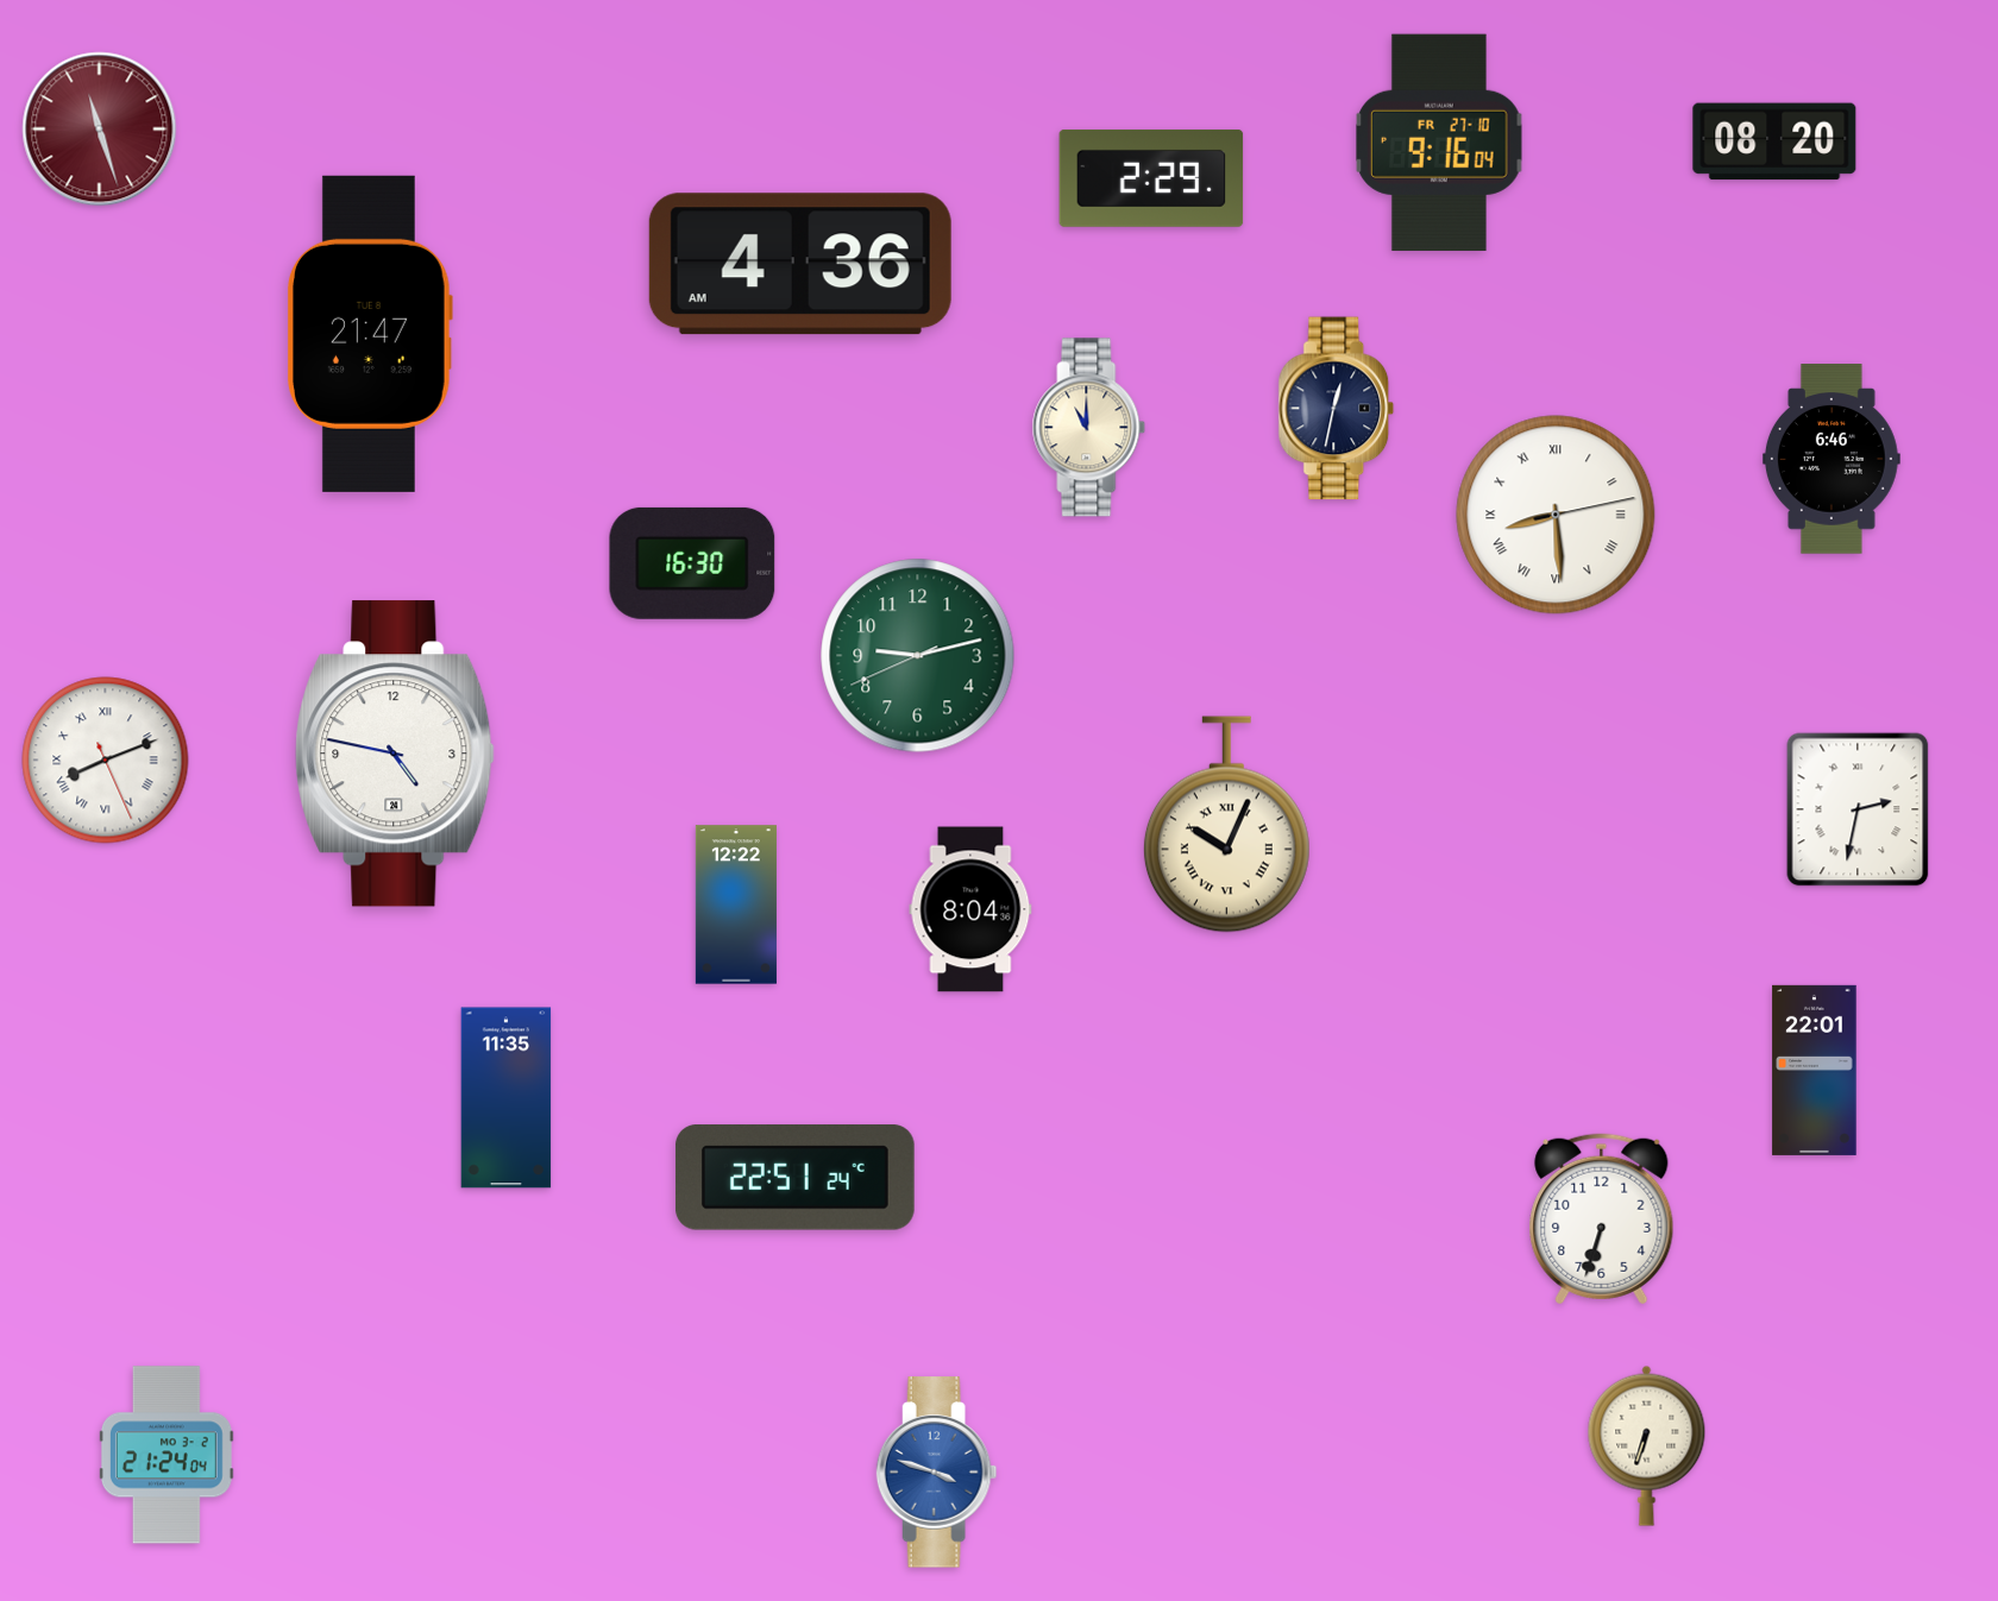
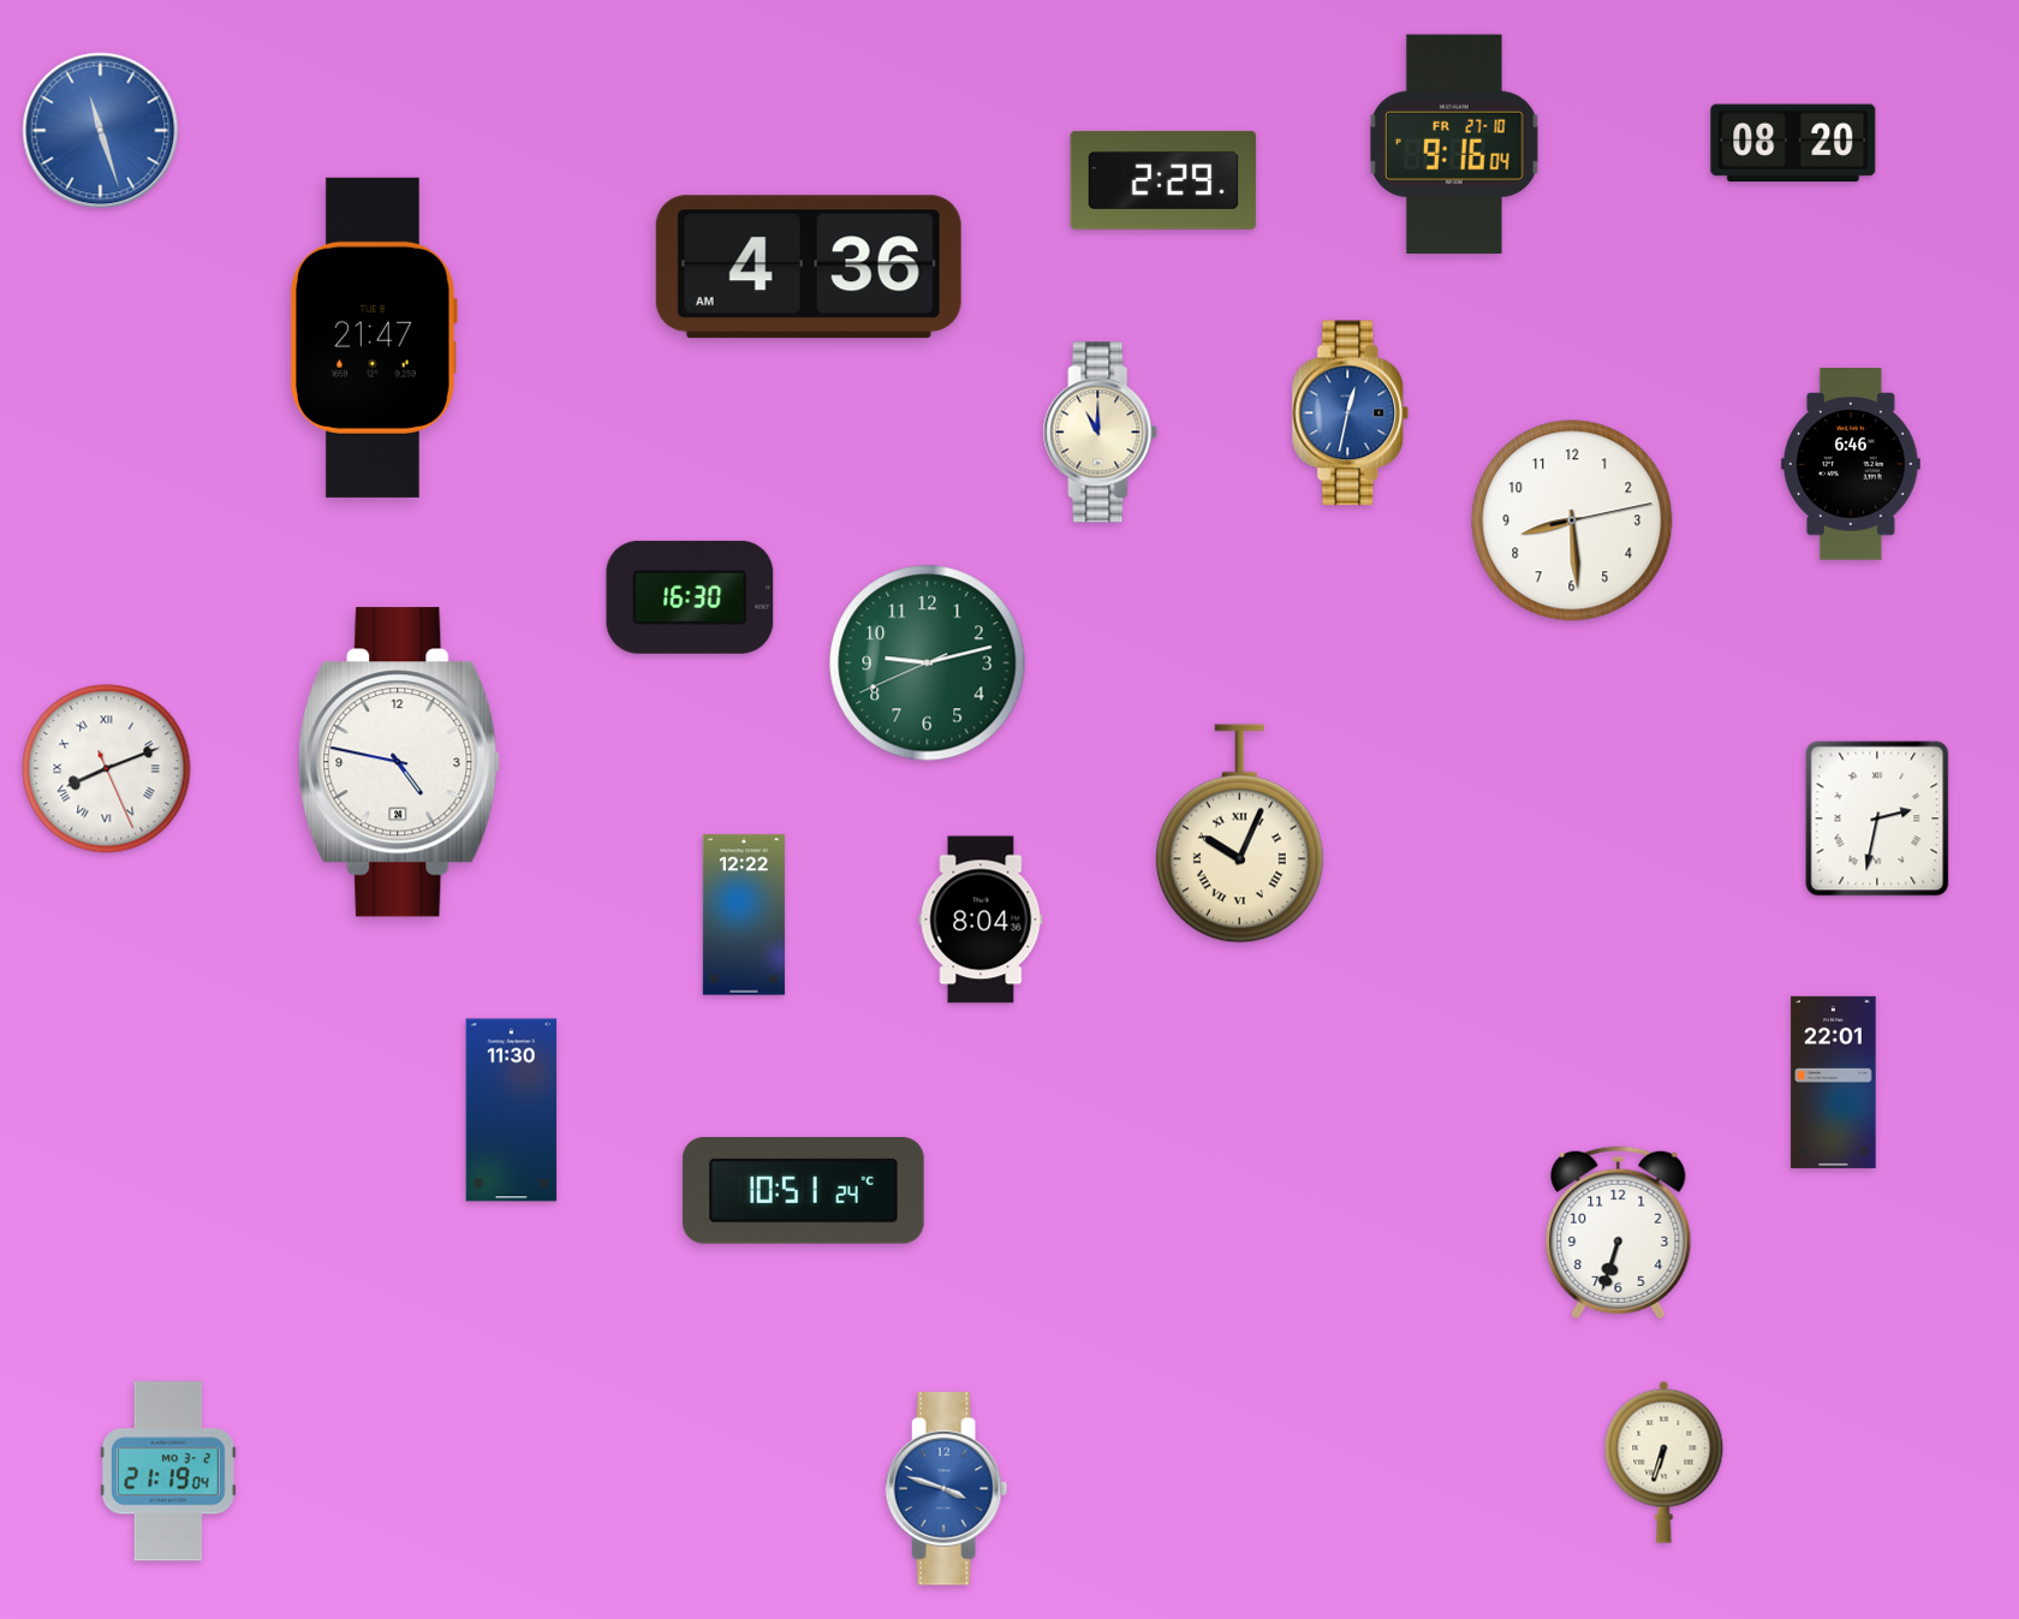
clock at (100, 130) dial: burgundy -> blue
clock at (1337, 409) dial: navy -> blue
clock at (1556, 515) numerals: Roman -> Arabic
clock at (692, 563) position: (692, 563) -> (690, 597)
clock at (507, 1098): 11:35 -> 11:30
clock at (794, 1178): 22:51 -> 10:51
clock at (166, 1455): 21:24 -> 21:19
